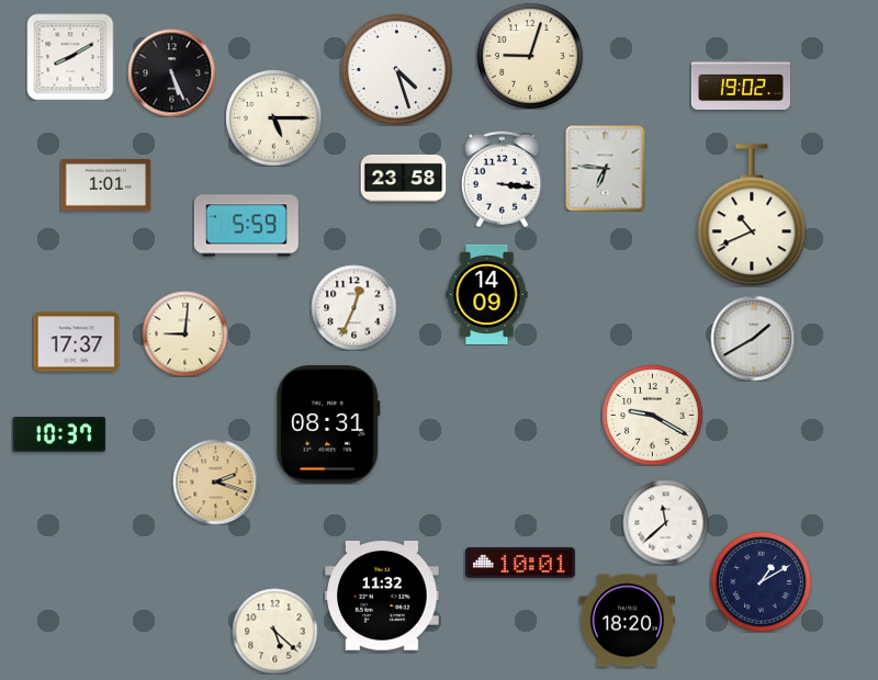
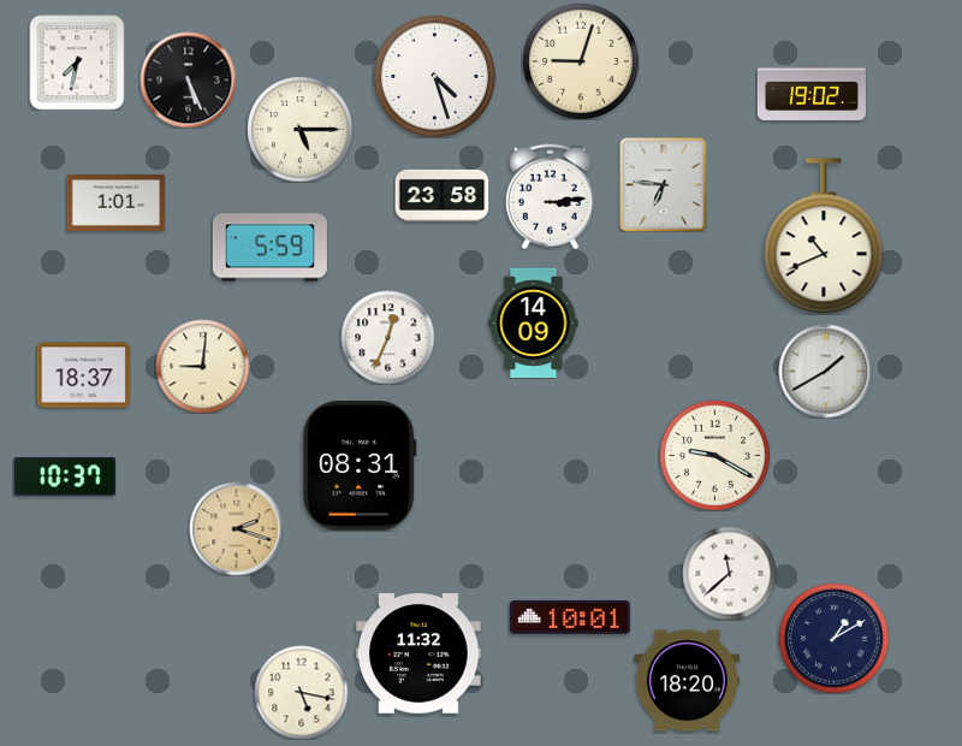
clock at (70, 57): 8:10 -> 7:32
clock at (502, 179): 3:16 -> 3:14
clock at (76, 342): 17:37 -> 18:37
clock at (274, 631): 5:22 -> 5:17
